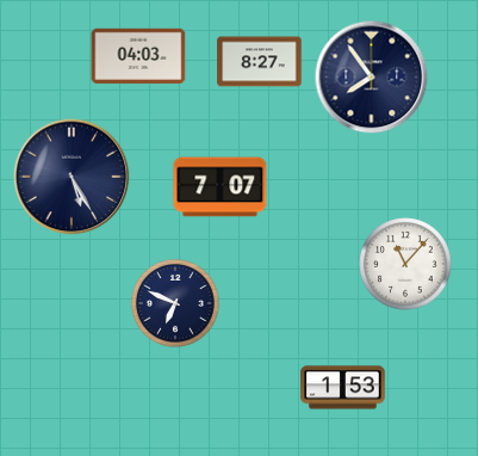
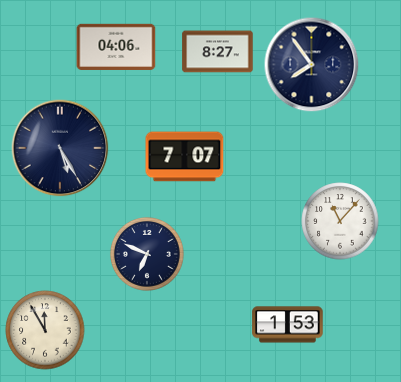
clock at (138, 56): 04:03 -> 04:06
clock at (45, 330): none -> 11:55
